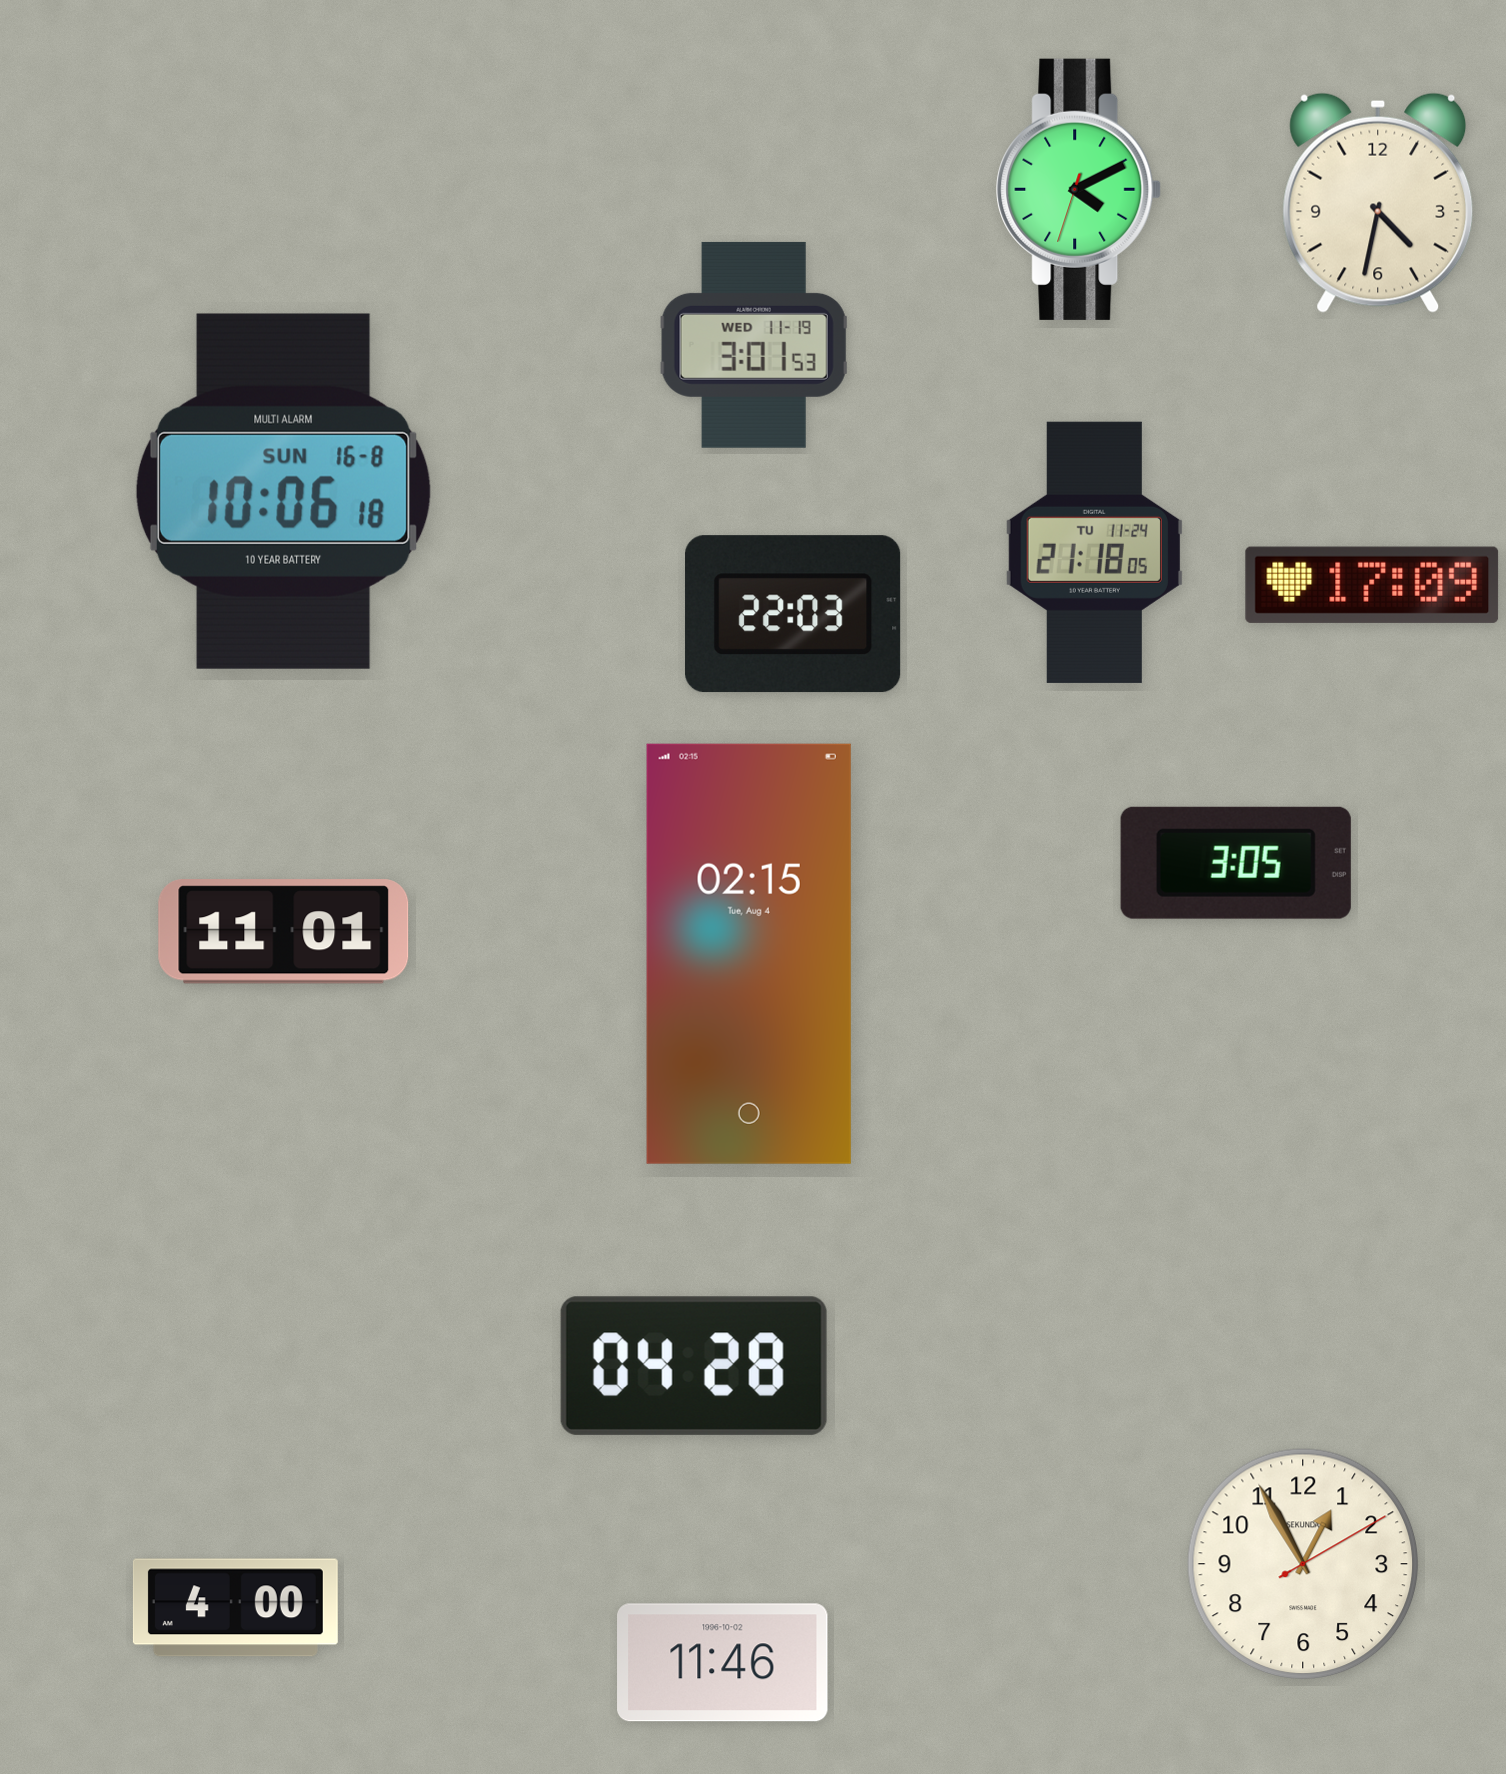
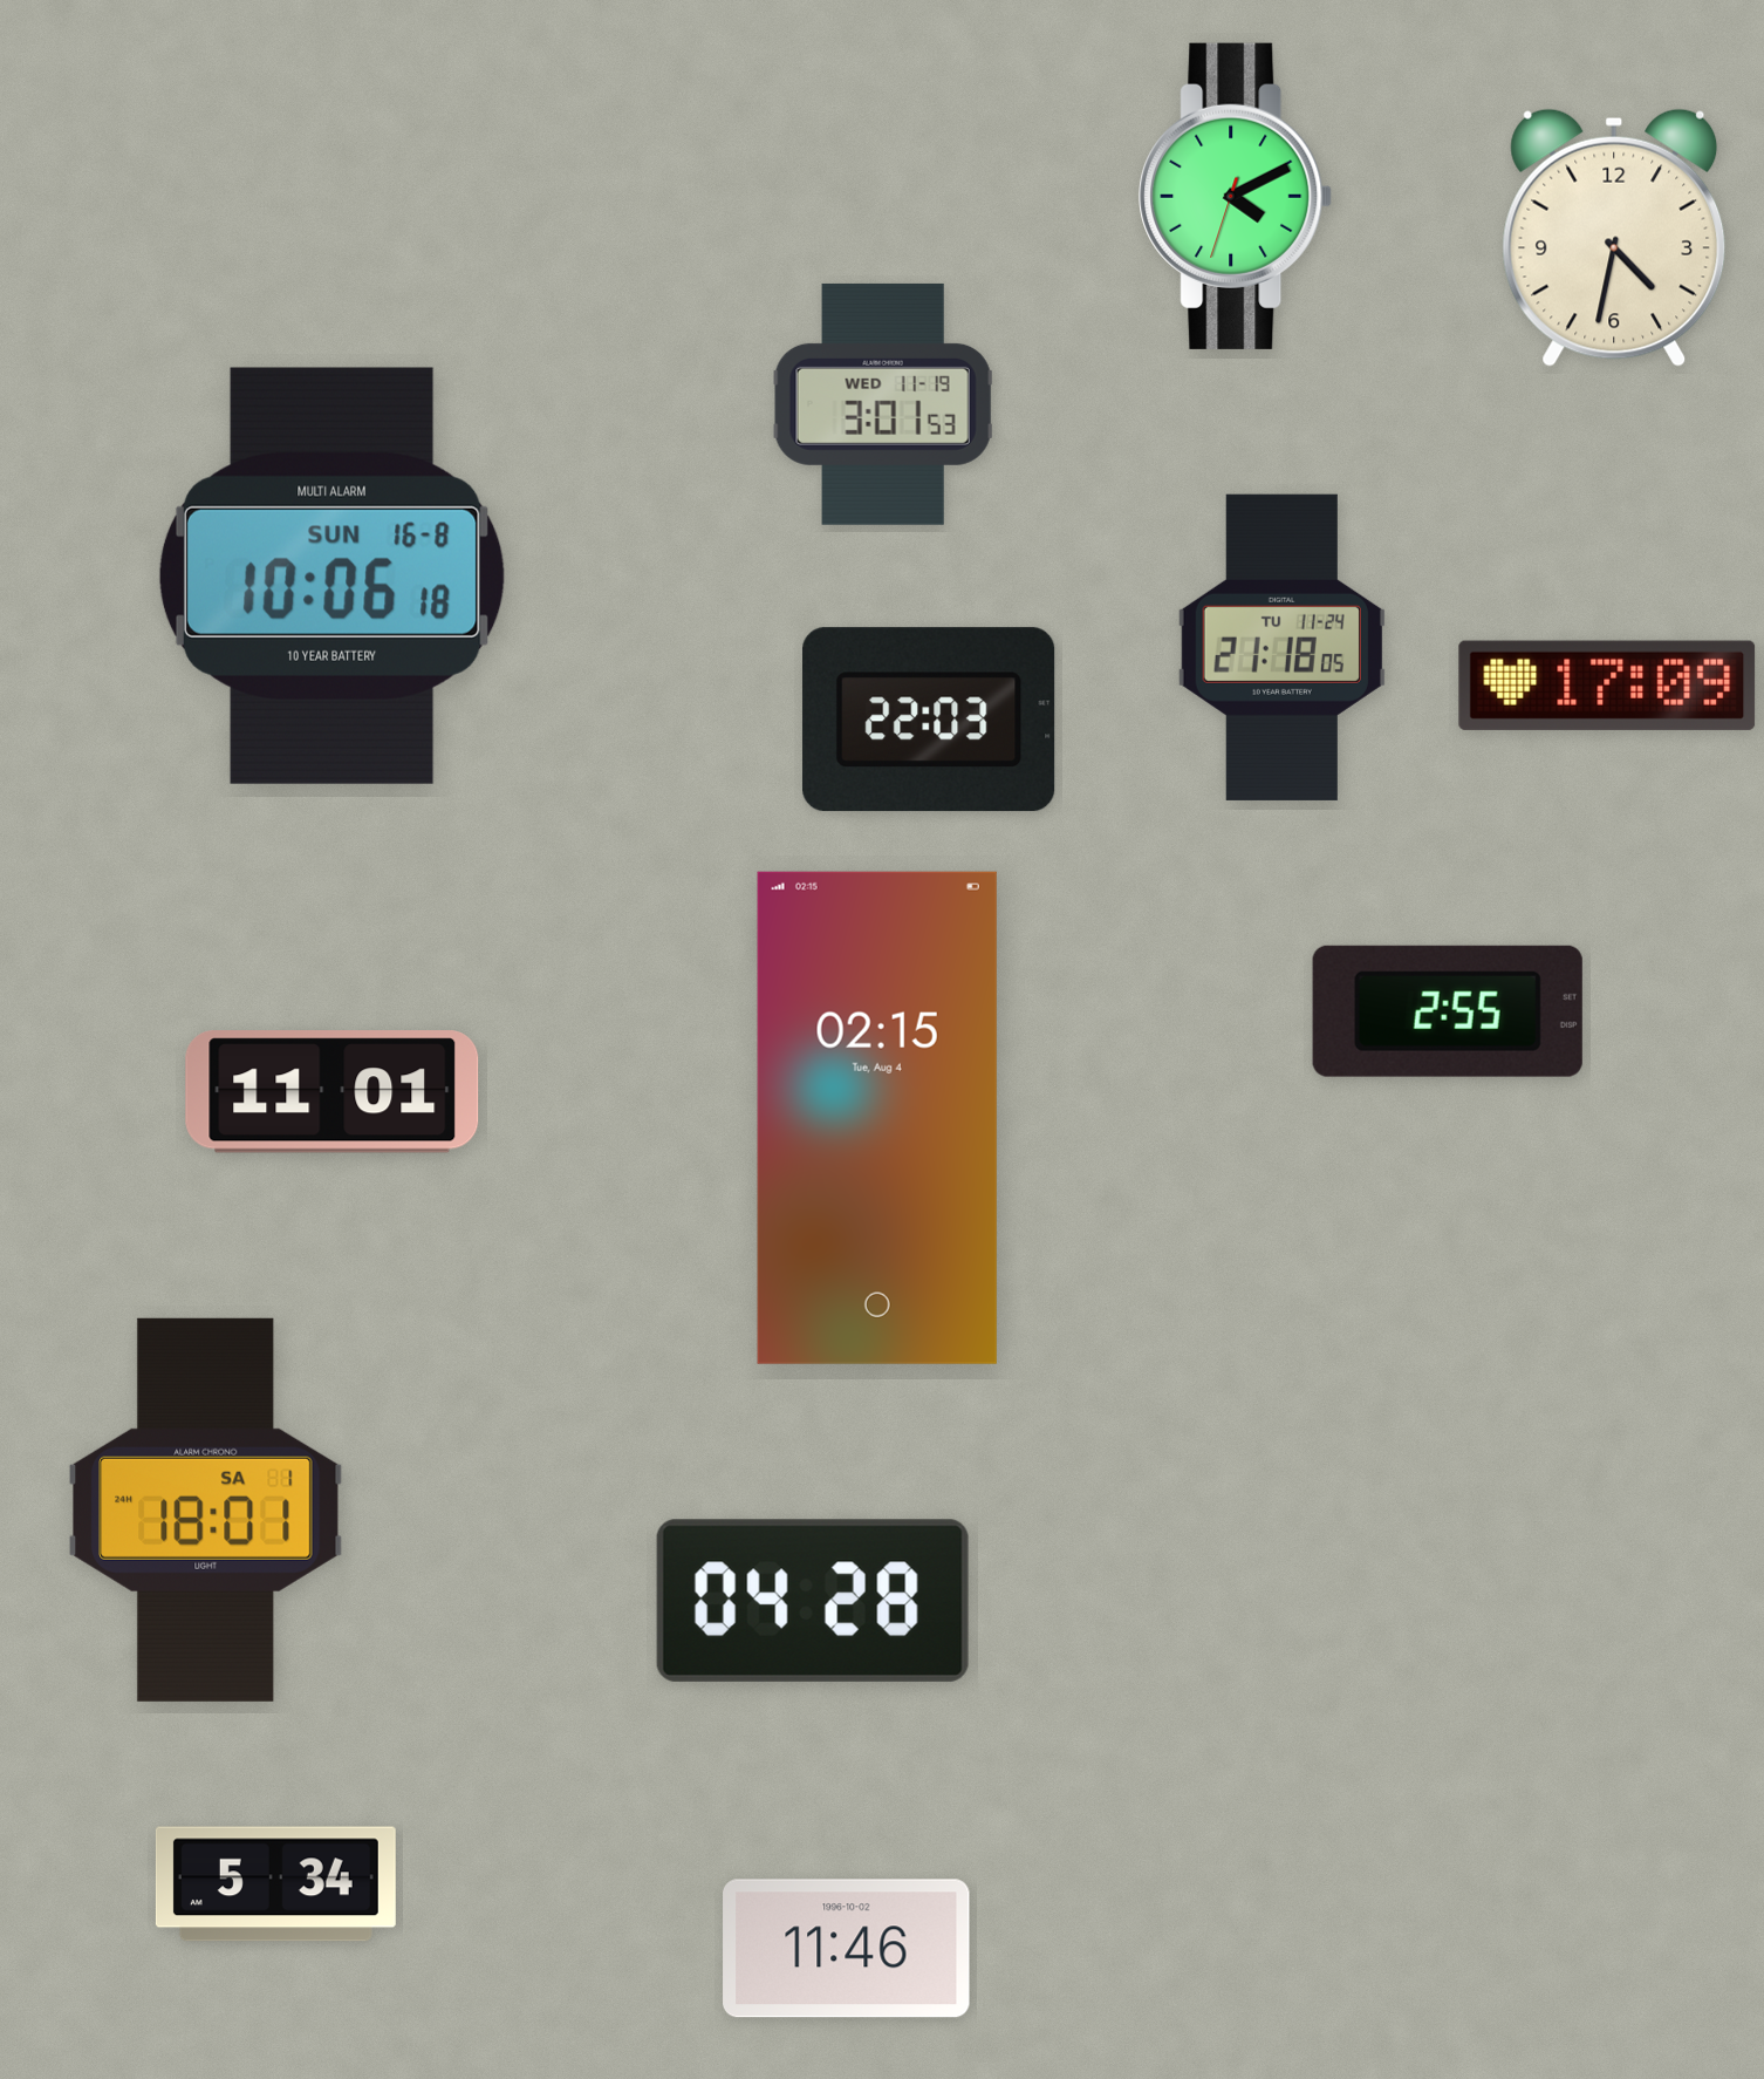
clock at (1079, 189) position: (1079, 189) -> (1236, 196)
clock at (1236, 863): 3:05 -> 2:55
clock at (205, 1509): none -> 18:01
clock at (1303, 1564): 12:55 -> none
clock at (235, 1608): 4:00 -> 5:34
